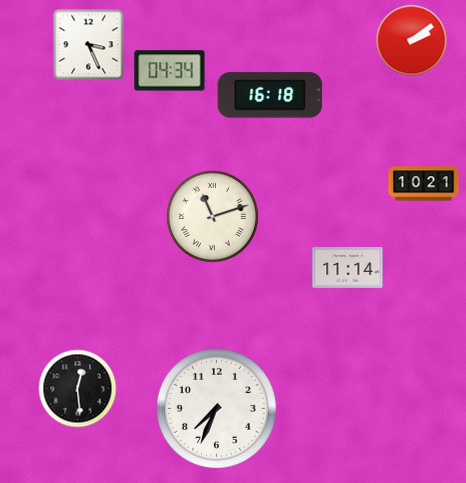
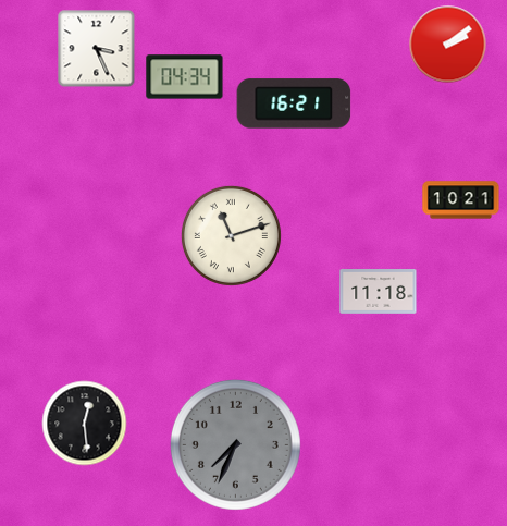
clock at (270, 95): 16:18 -> 16:21
clock at (348, 268): 11:14 -> 11:18
clock at (216, 408) dial: white -> grey
